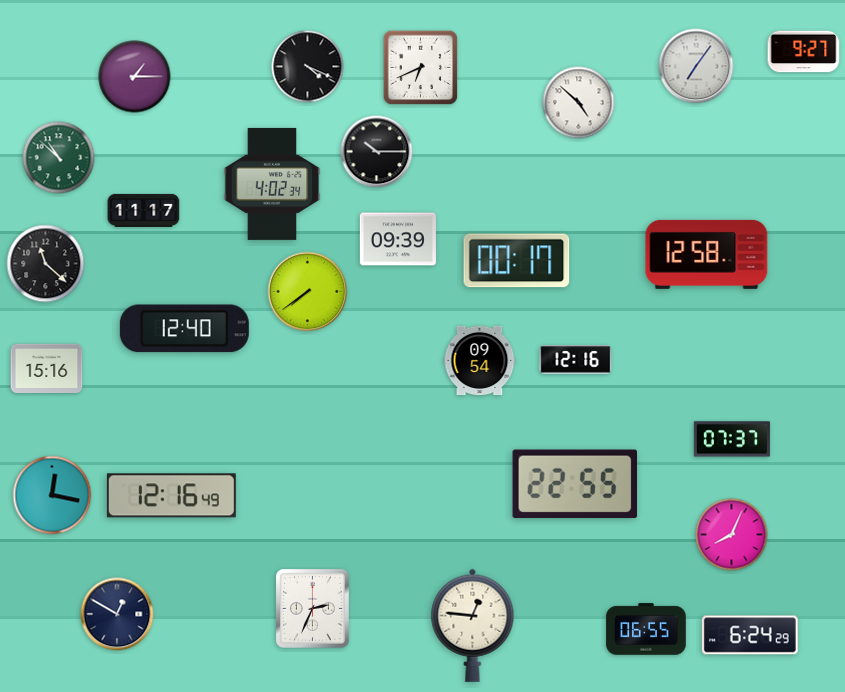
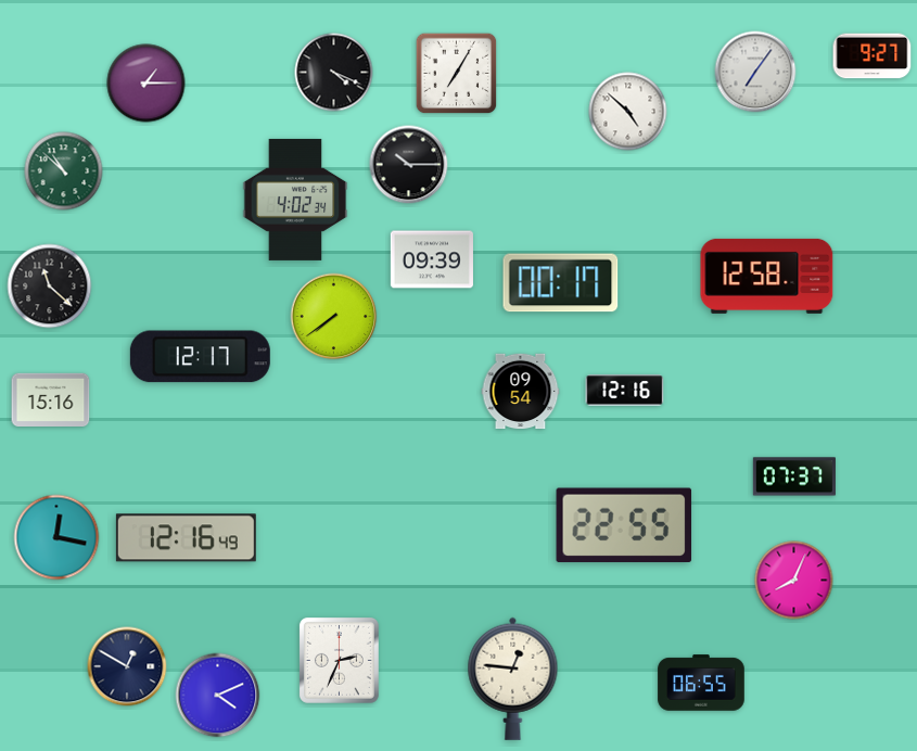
clock at (421, 68): 6:41 -> 7:05
clock at (144, 210): 11:17 -> none
clock at (184, 329): 12:40 -> 12:17
clock at (750, 635): 6:24 -> none
clock at (218, 696): none -> 4:11
